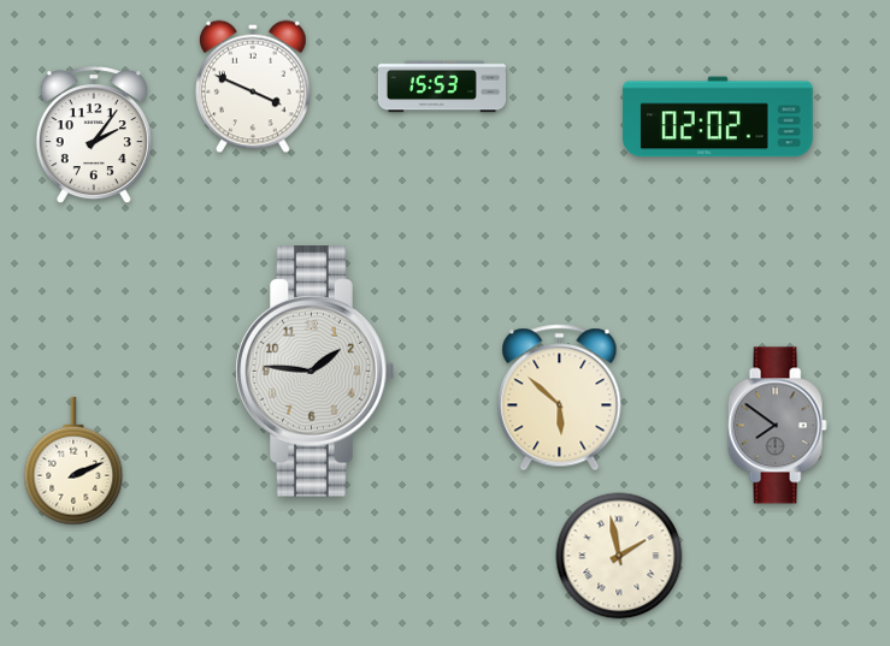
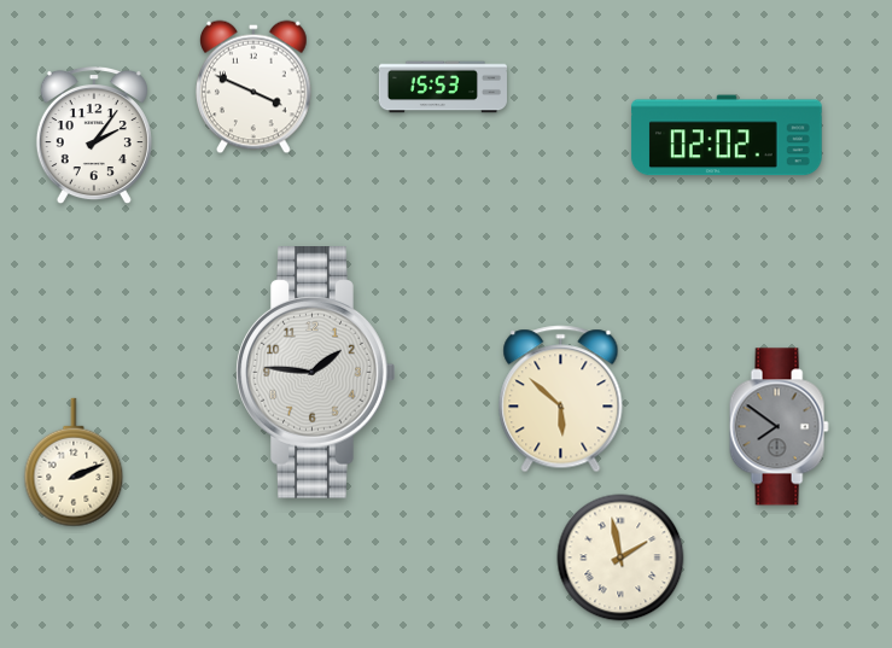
clock at (718, 117) position: (718, 117) -> (727, 135)
